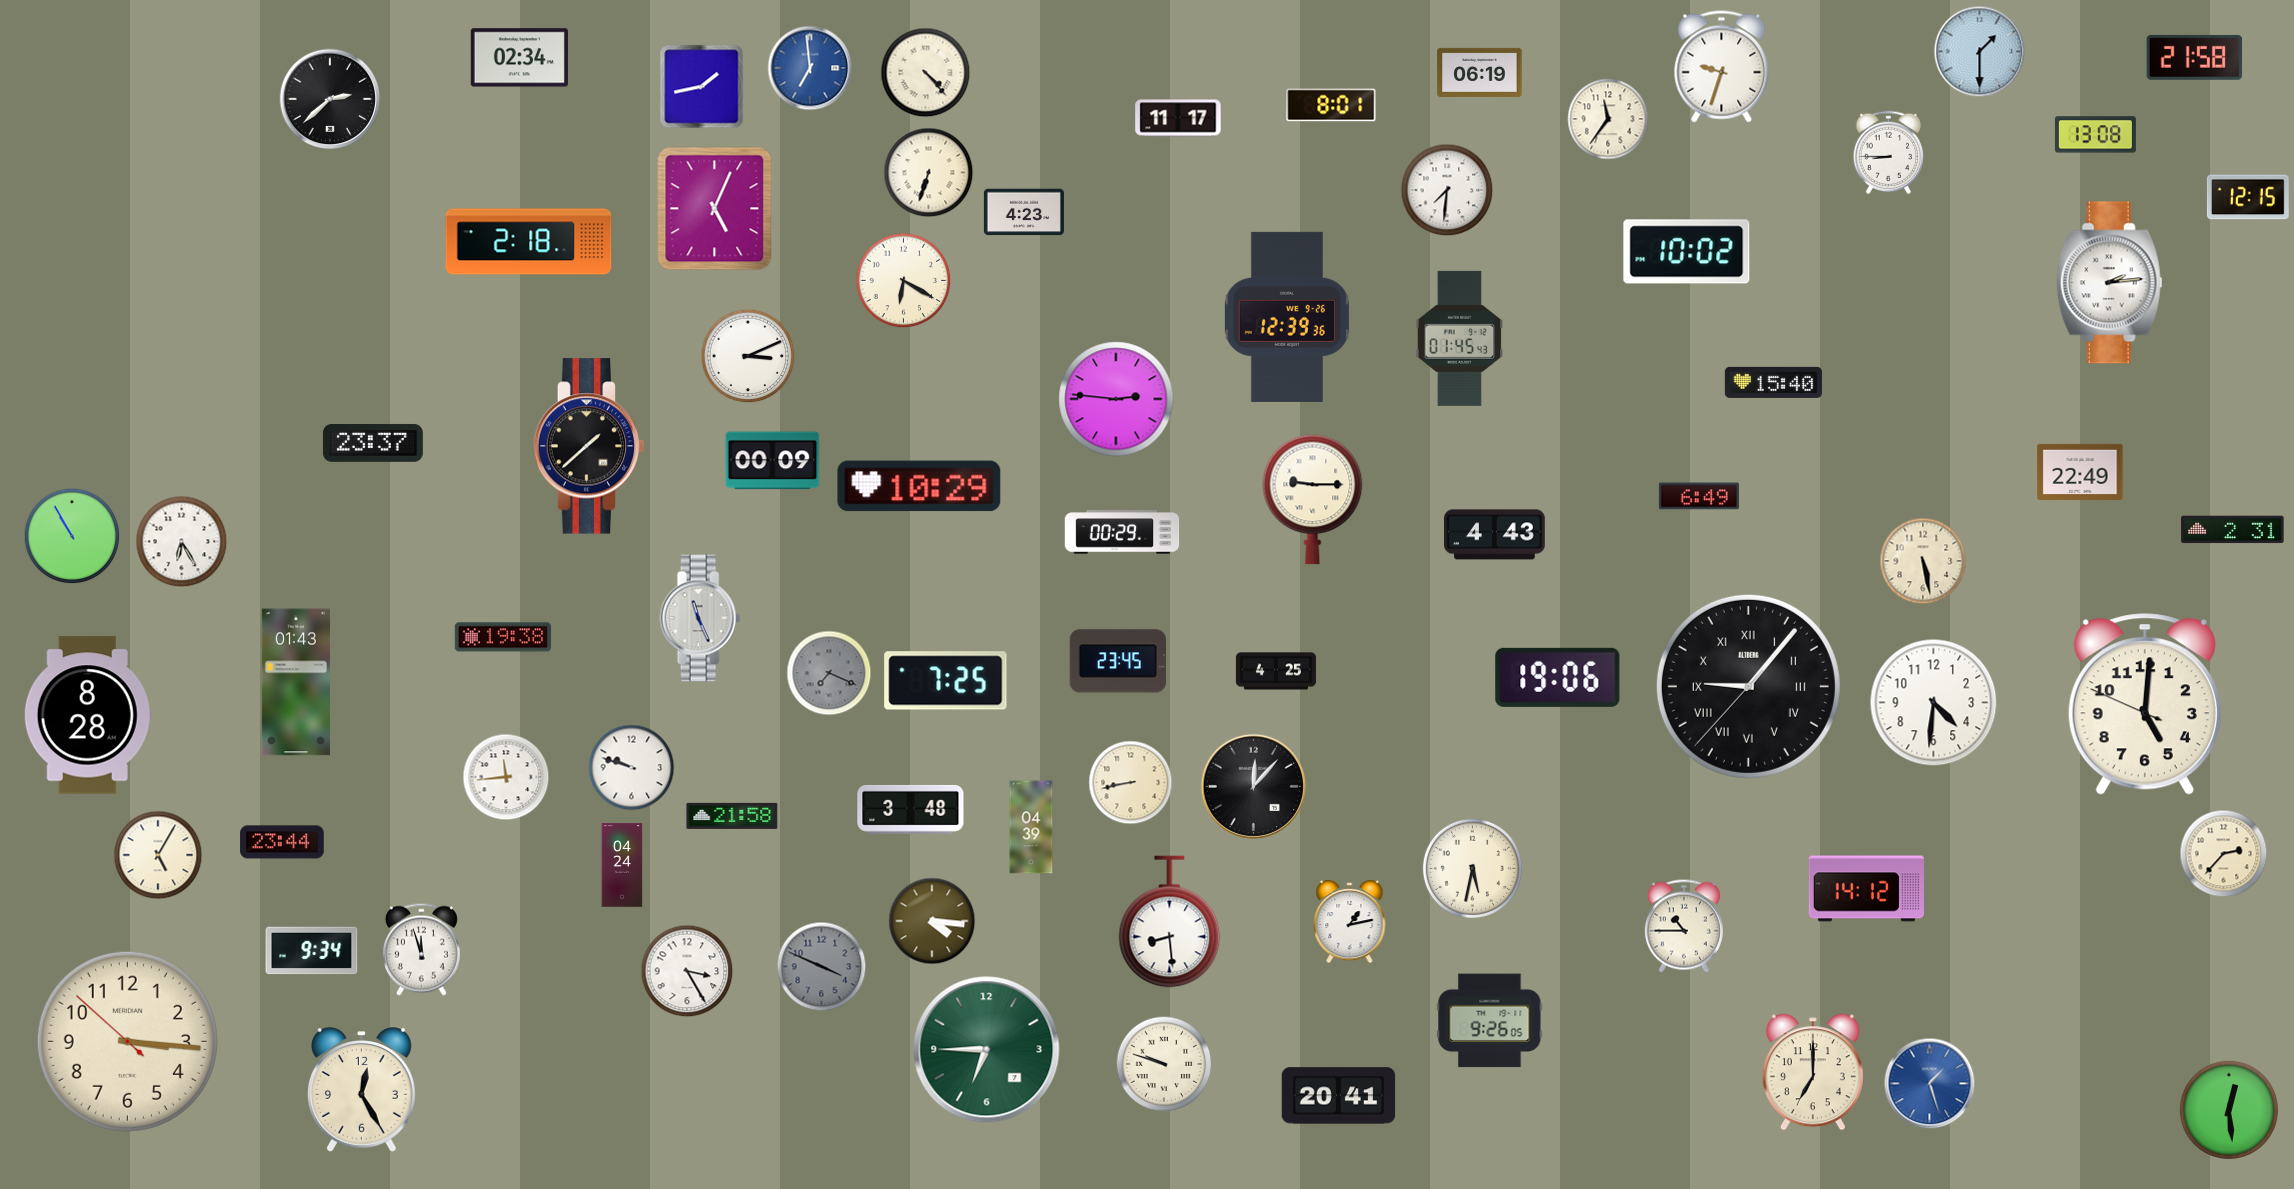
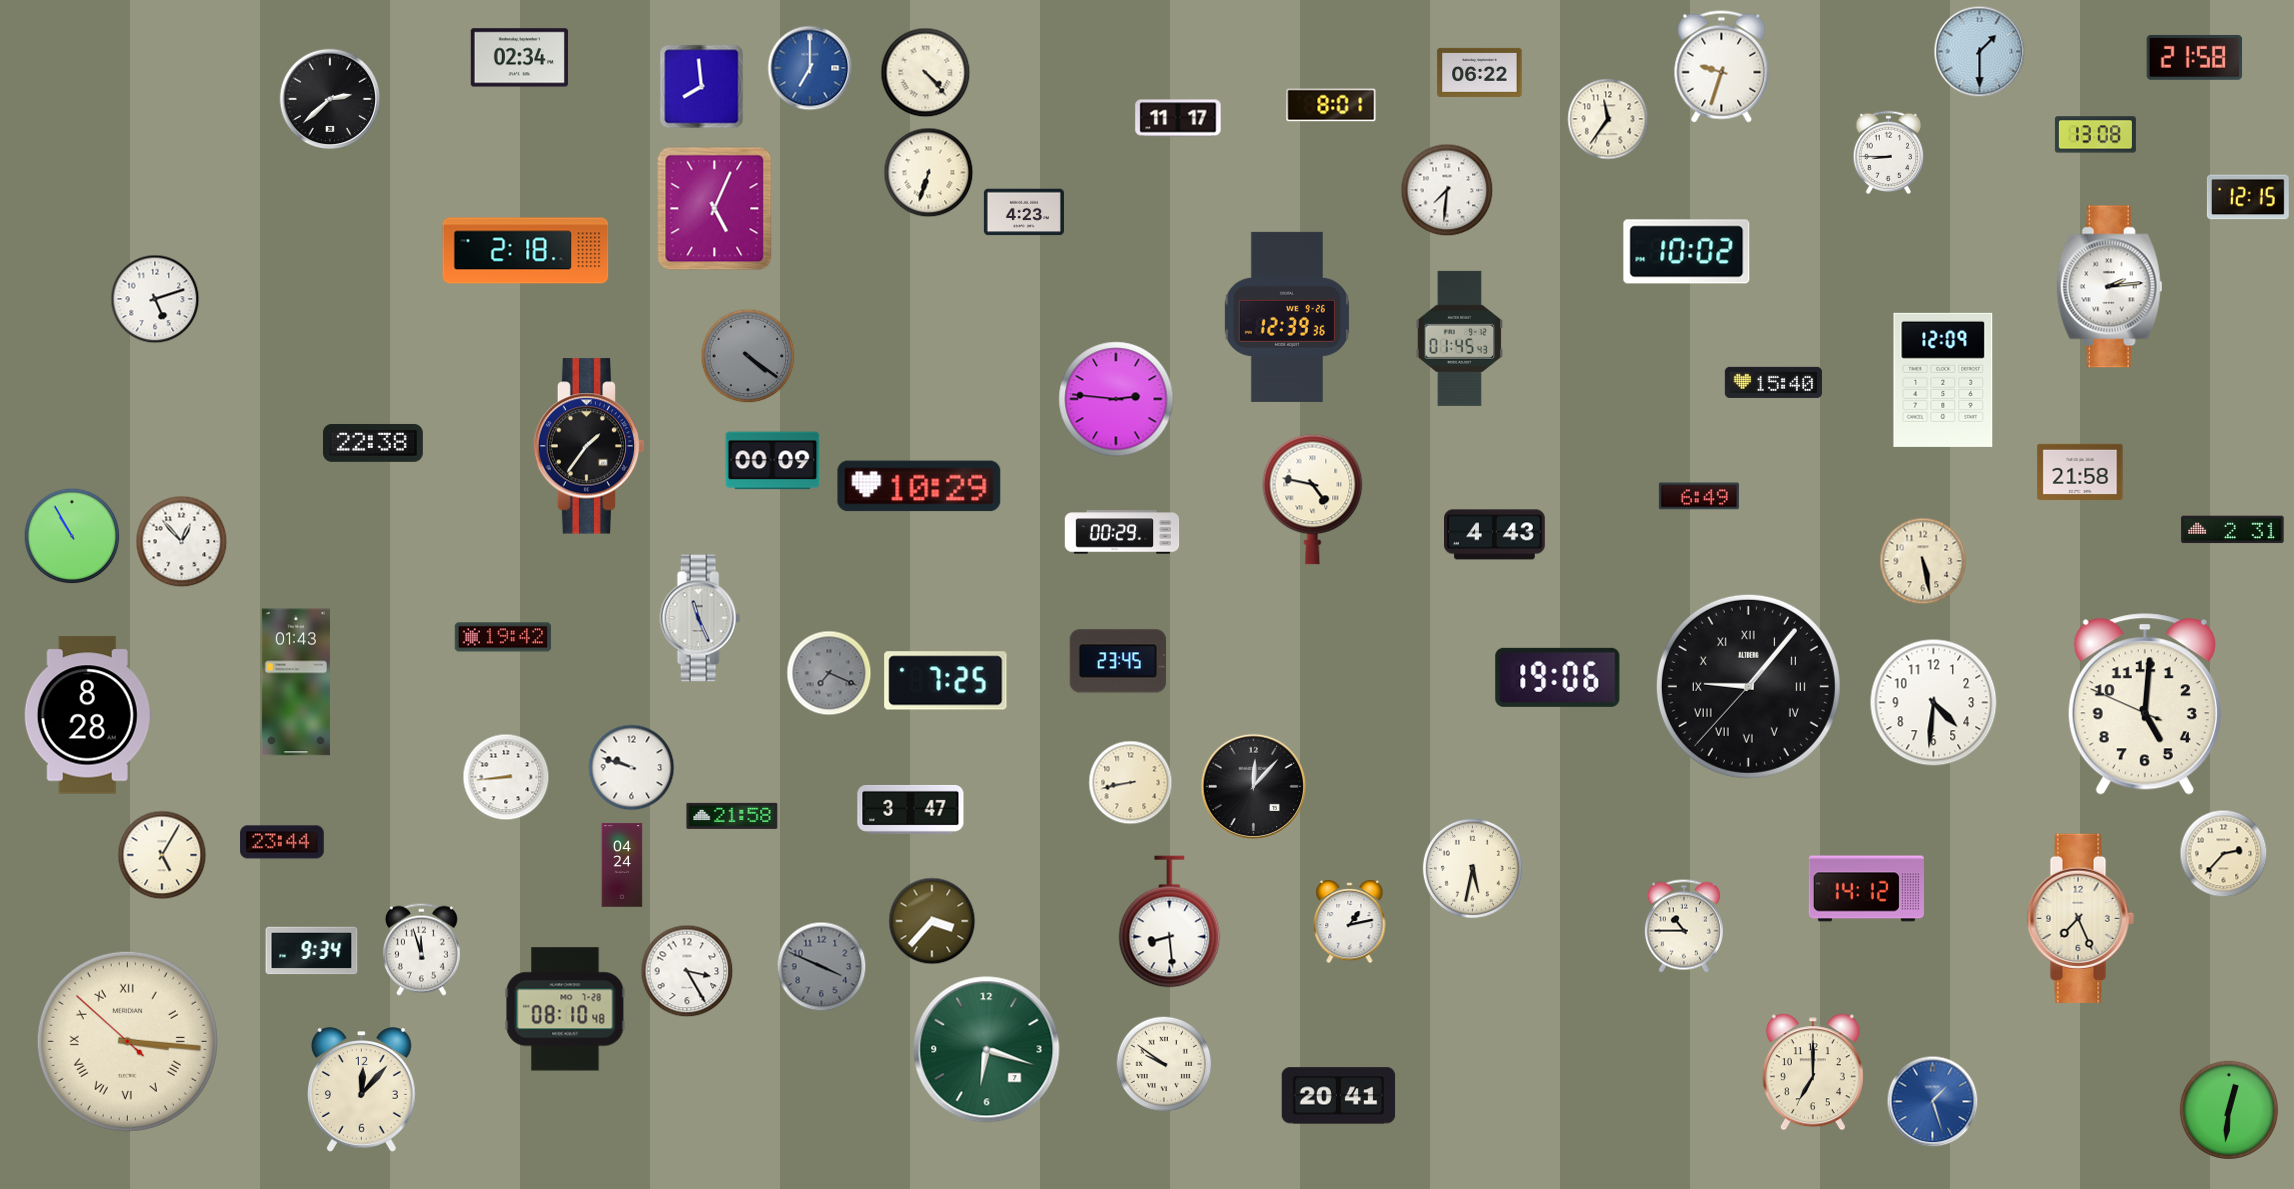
clock at (810, 68): 6:59 -> 7:00
clock at (1480, 72): 06:19 -> 06:22
clock at (702, 87): 1:43 -> 7:59
clock at (529, 242) position: (529, 242) -> (526, 251)
clock at (904, 281): 6:20 -> none
clock at (2110, 283) position: (2110, 283) -> (2110, 287)
clock at (155, 299): none -> 5:12
clock at (748, 356): 3:11 -> 4:21
clock at (748, 356) dial: white -> grey
clock at (1943, 380): none -> 12:09
clock at (373, 443): 23:37 -> 22:38
clock at (589, 446): 1:38 -> 1:36
clock at (2080, 472): 22:49 -> 21:58
clock at (1313, 500): 9:15 -> 4:47
clock at (182, 542): 6:25 -> 12:53
clock at (503, 637): 19:38 -> 19:42
clock at (1276, 671): 4:25 -> none
clock at (506, 777): 11:44 -> 8:44
clock at (911, 809): 3:48 -> 3:47
clock at (1031, 827): 04:39 -> none
clock at (158, 855) position: (158, 855) -> (162, 855)
clock at (2080, 918): none -> 7:26
clock at (932, 921): 4:16 -> 3:37
clock at (565, 1009): none -> 08:10
clock at (1490, 1021): 9:26 -> none
clock at (127, 1041) numerals: Arabic -> Roman
clock at (987, 1050): 6:45 -> 6:18
clock at (1164, 1064): 9:48 -> 9:51
clock at (1930, 1084) position: (1930, 1084) -> (1933, 1102)
clock at (361, 1090): 12:25 -> 12:07
clock at (2229, 1110): 12:29 -> 12:31
